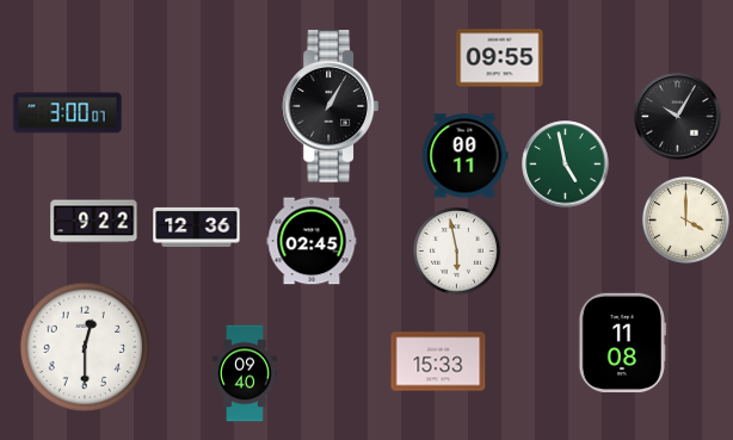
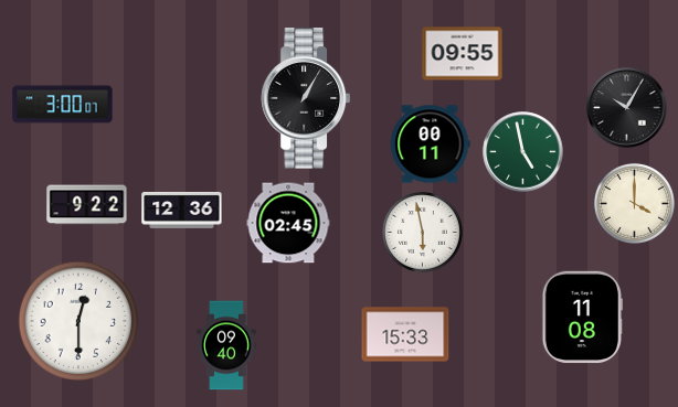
clock at (622, 343) position: (622, 343) -> (582, 318)
